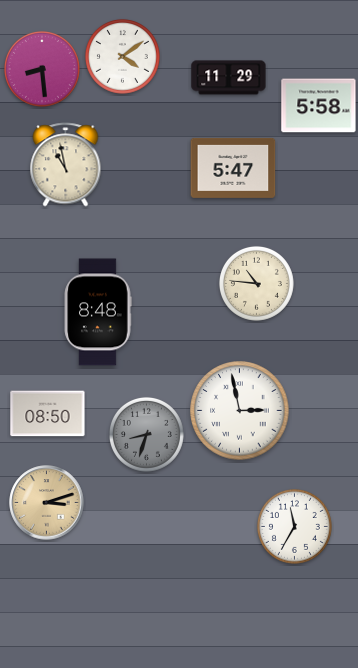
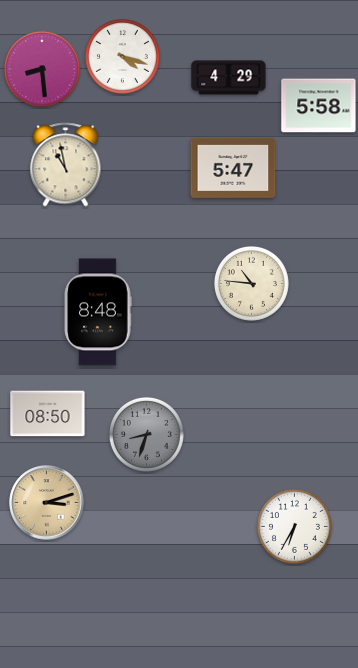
clock at (122, 56): 4:09 -> 4:18
clock at (229, 78): 11:29 -> 4:29
clock at (256, 283) position: (256, 283) -> (251, 283)
clock at (240, 411): 2:58 -> none
clock at (294, 526): 11:35 -> 6:35
